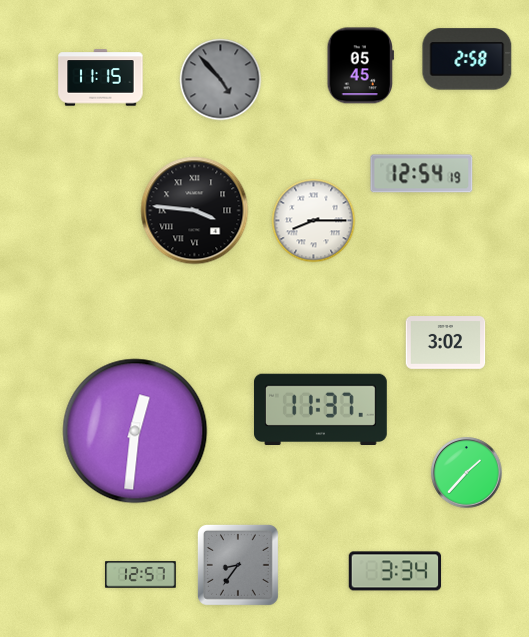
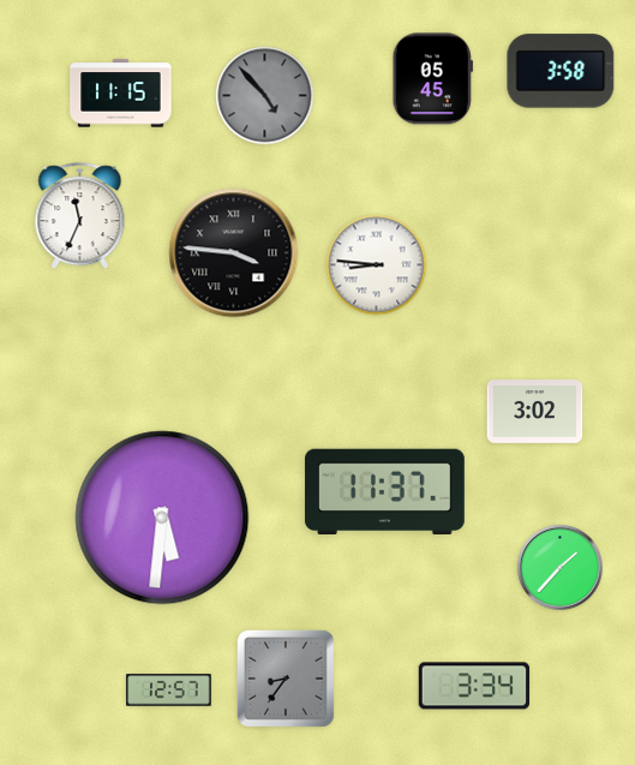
clock at (467, 59): 2:58 -> 3:58
clock at (422, 174): 12:54 -> none
clock at (80, 216): none -> 11:34
clock at (314, 221): 8:15 -> 8:46
clock at (135, 431): 12:31 -> 5:31
